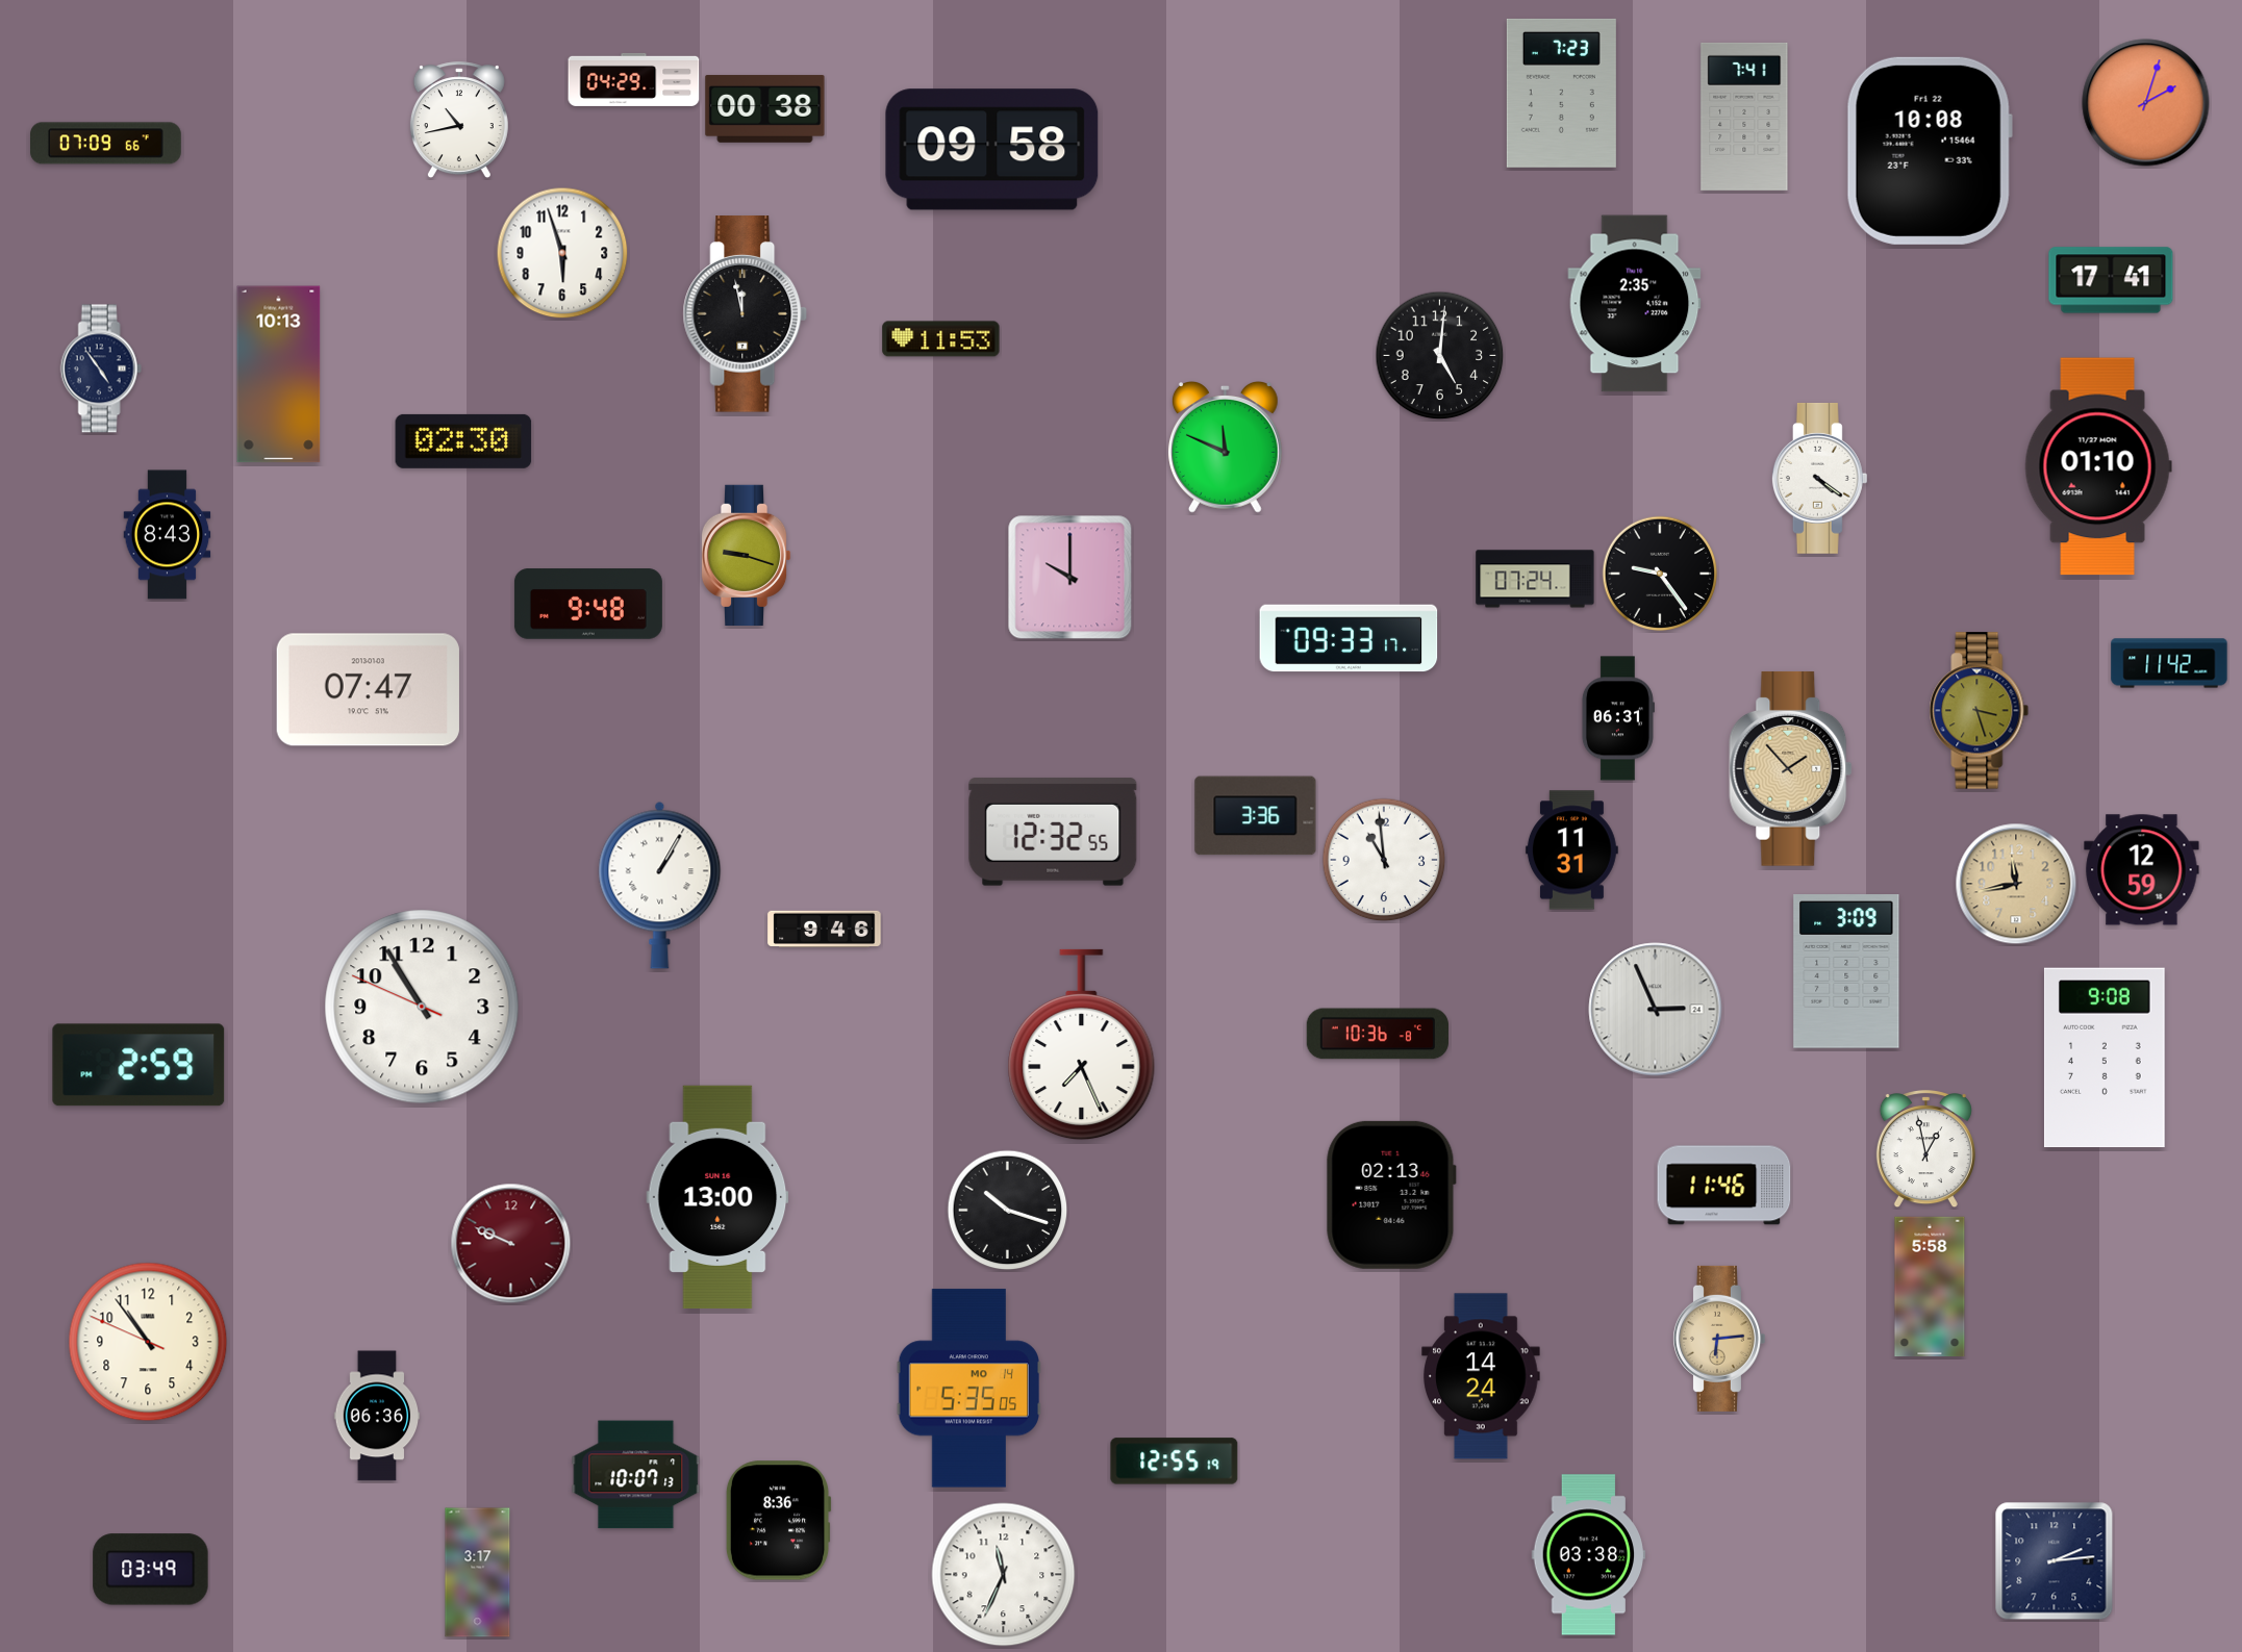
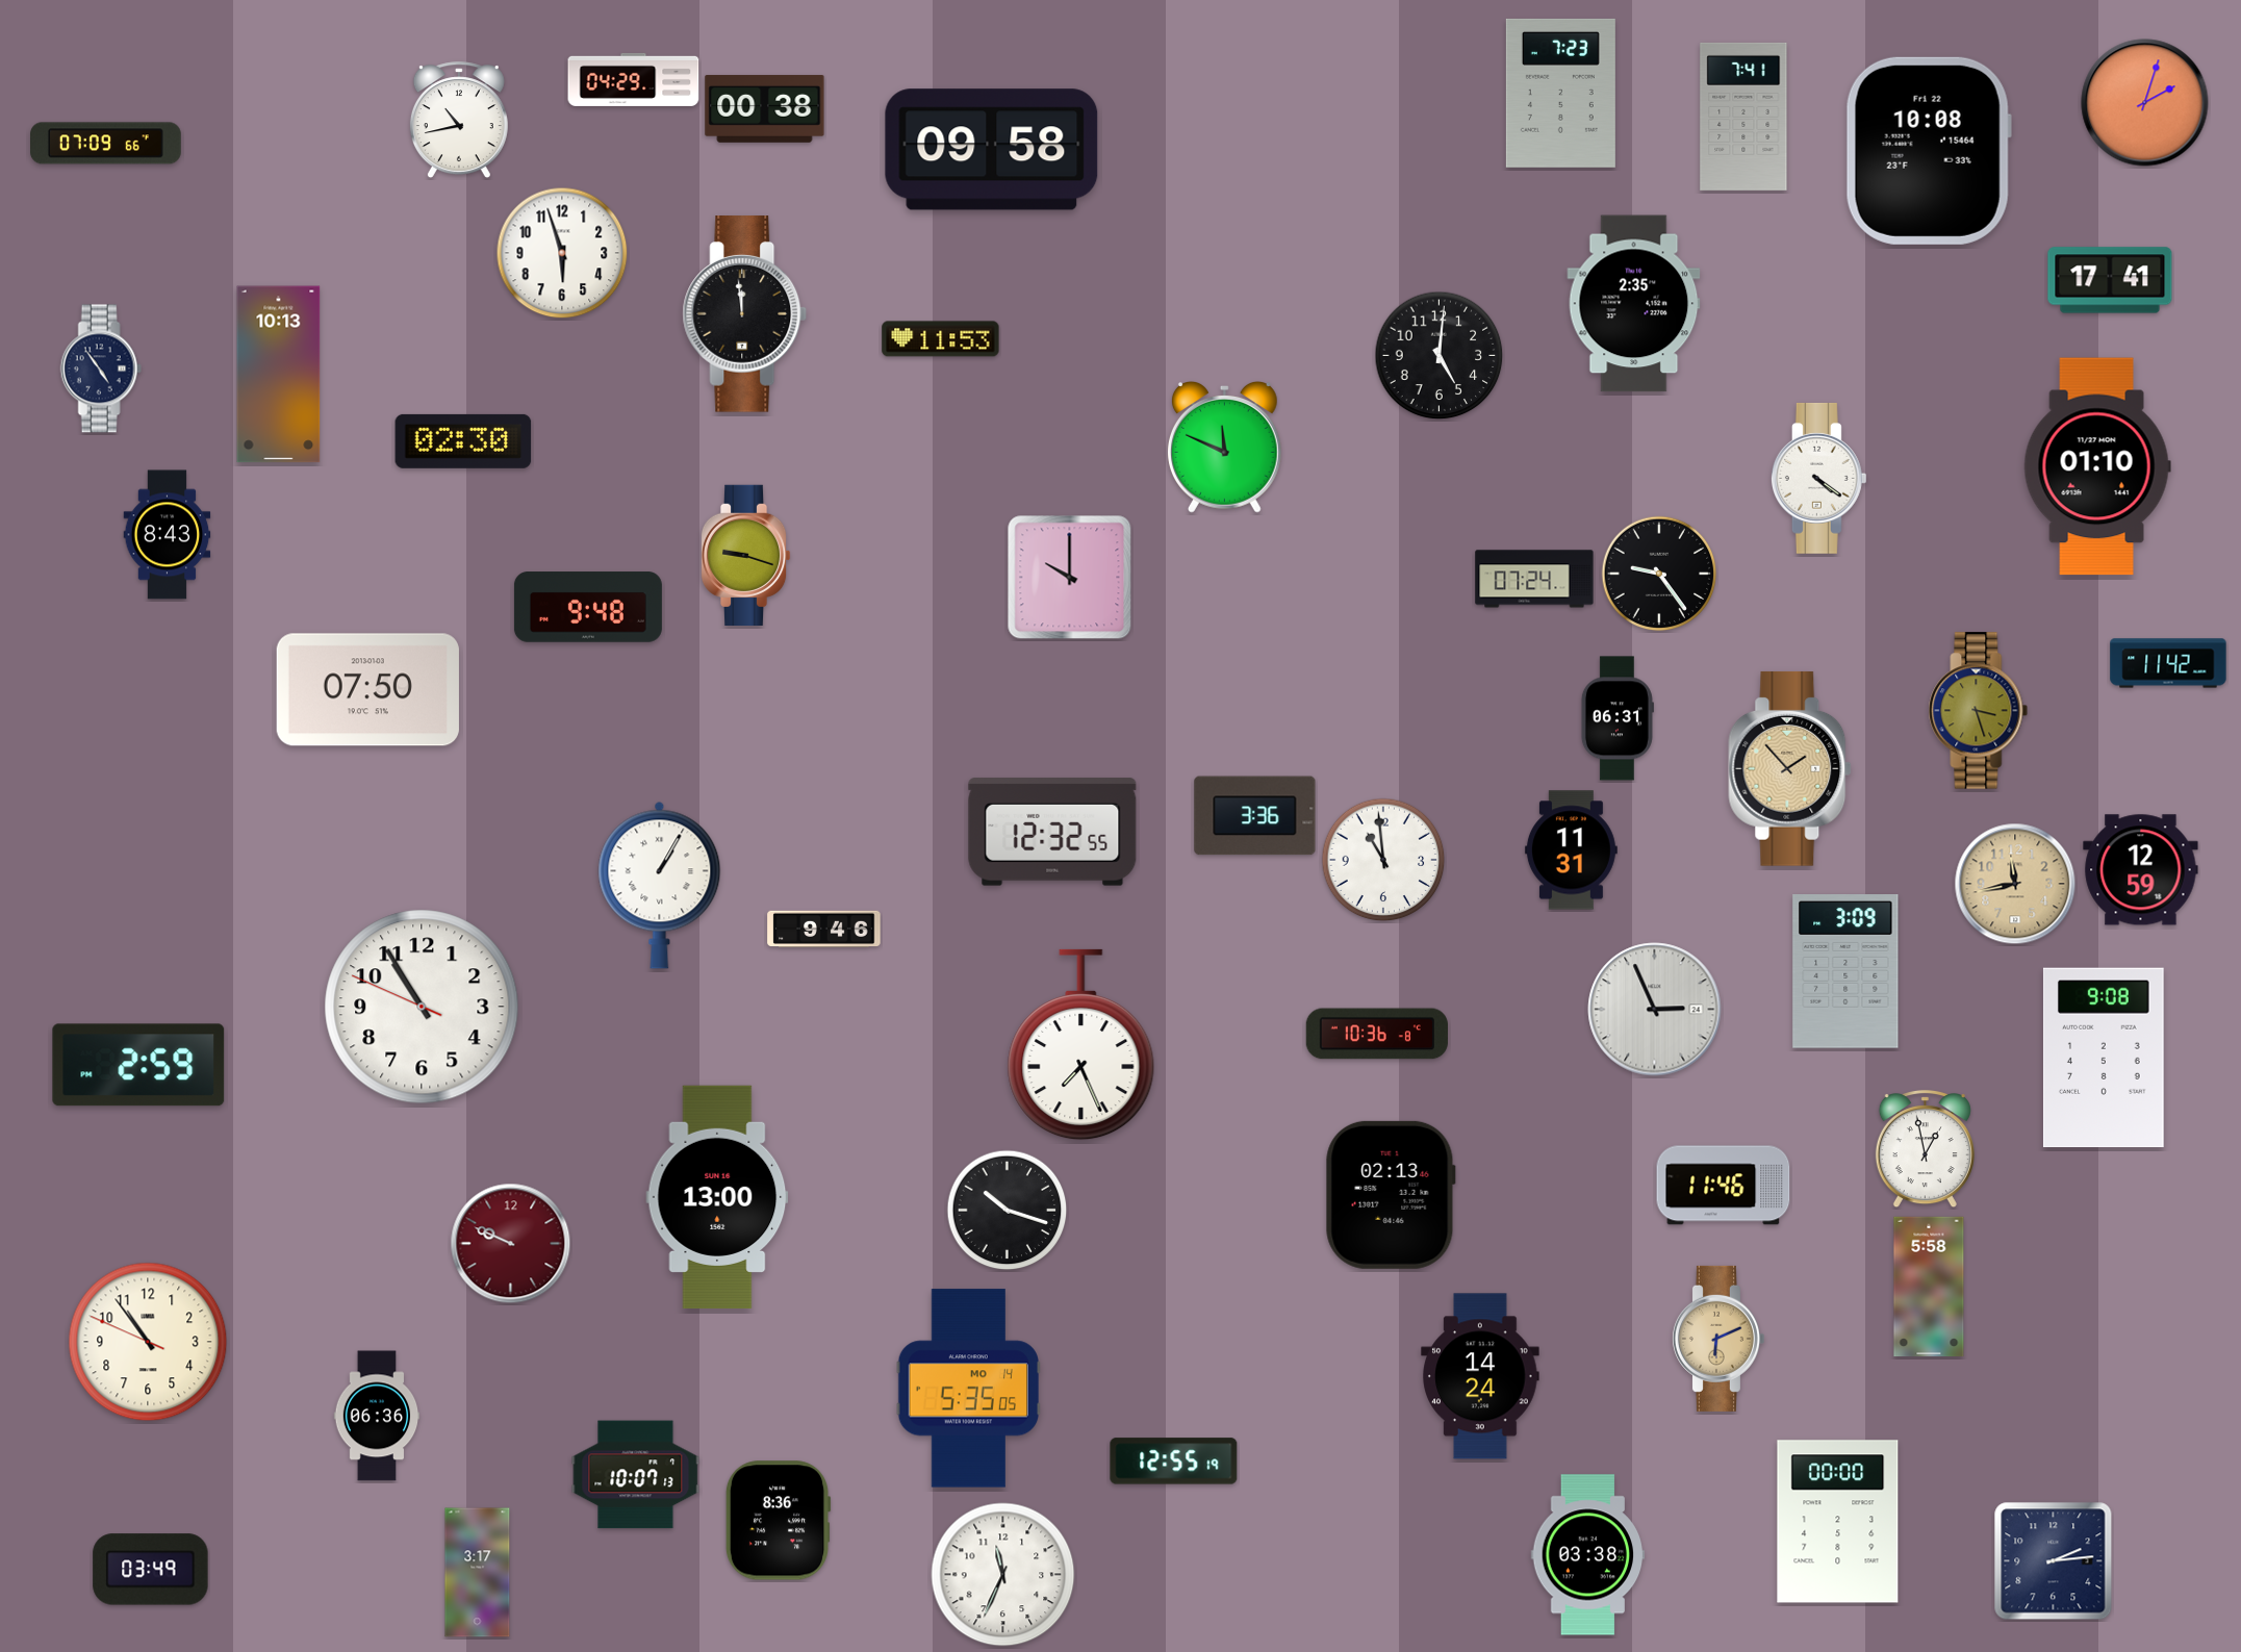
clock at (746, 314): 11:58 -> 11:59
clock at (588, 604) position: (588, 604) -> (588, 607)
clock at (1349, 638): 09:33 -> none
clock at (368, 690): 07:47 -> 07:50
clock at (1718, 1339): 6:14 -> 6:11
clock at (1838, 1522): none -> 00:00
